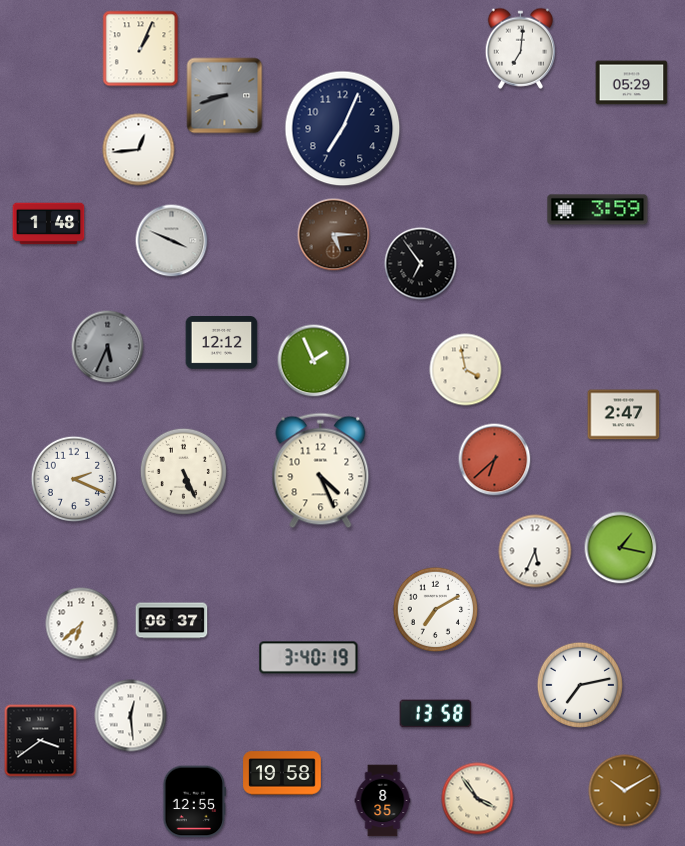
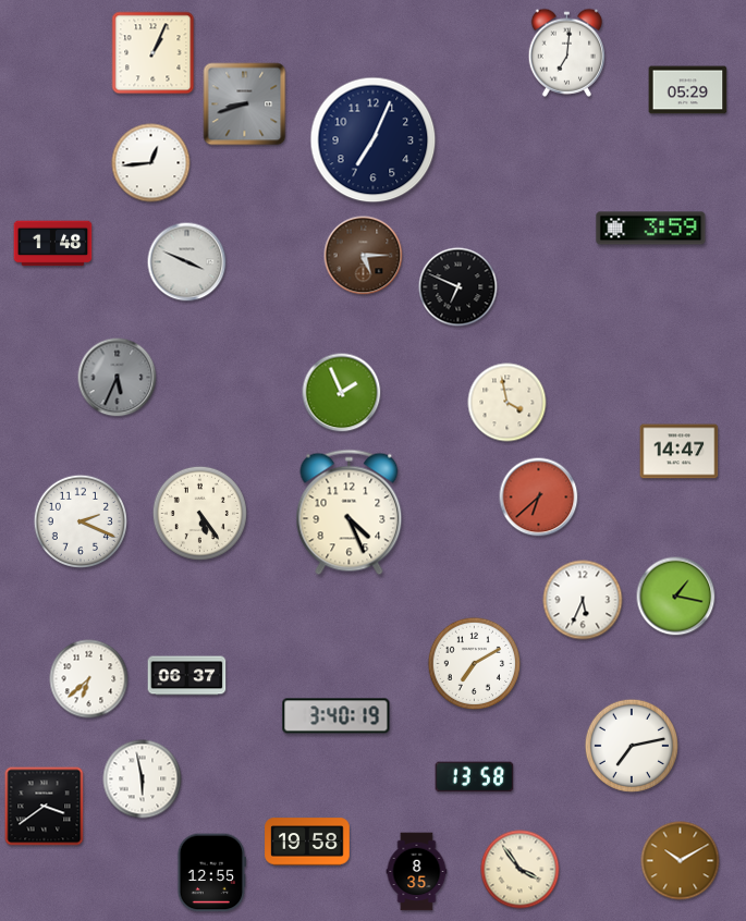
clock at (421, 264): 6:54 -> 6:49
clock at (222, 343): 12:12 -> none
clock at (624, 415): 2:47 -> 14:47
clock at (495, 460) position: (495, 460) -> (539, 498)
clock at (183, 471): 5:26 -> 5:24
clock at (131, 716): 12:29 -> 5:58
